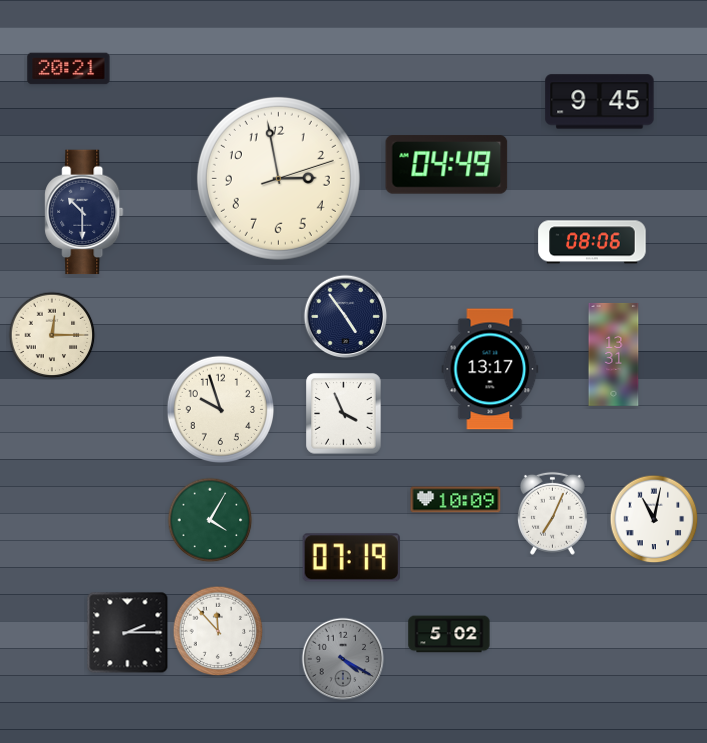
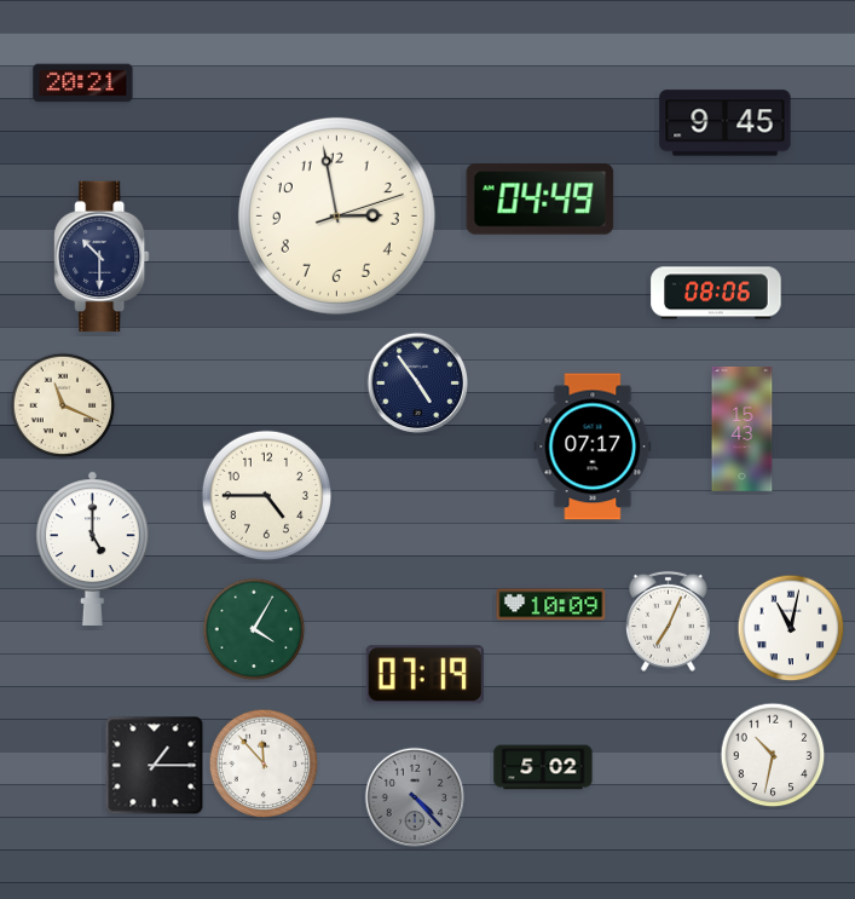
clock at (52, 335): 12:15 -> 11:19
clock at (614, 354): 13:31 -> 15:43
clock at (490, 369): 13:17 -> 07:17
clock at (220, 409): 9:57 -> 4:45
clock at (344, 414): 3:56 -> none
clock at (93, 548): none -> 5:00
clock at (773, 755): none -> 10:32
clock at (128, 633): 2:15 -> 1:15
clock at (343, 659): 4:20 -> 4:23
